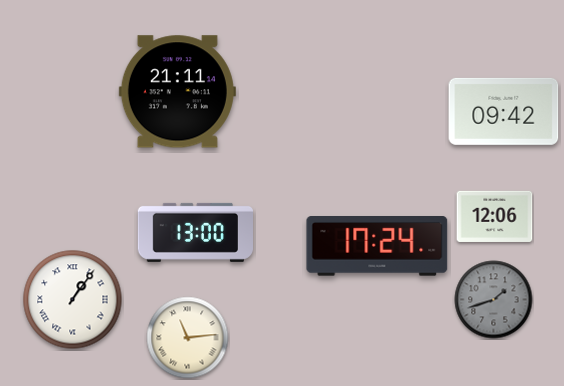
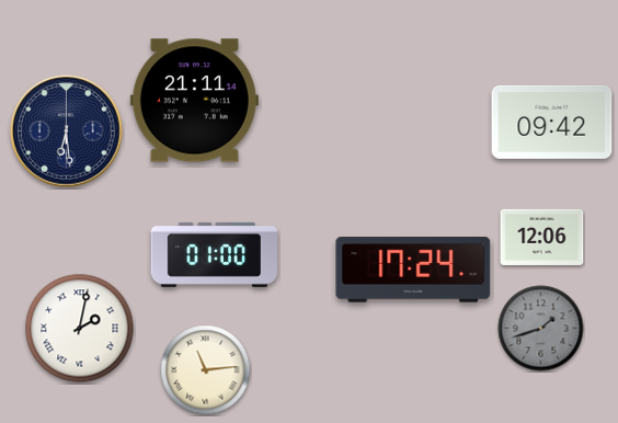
clock at (67, 132): none -> 6:29
clock at (195, 232): 13:00 -> 01:00
clock at (73, 300): 1:06 -> 2:02
